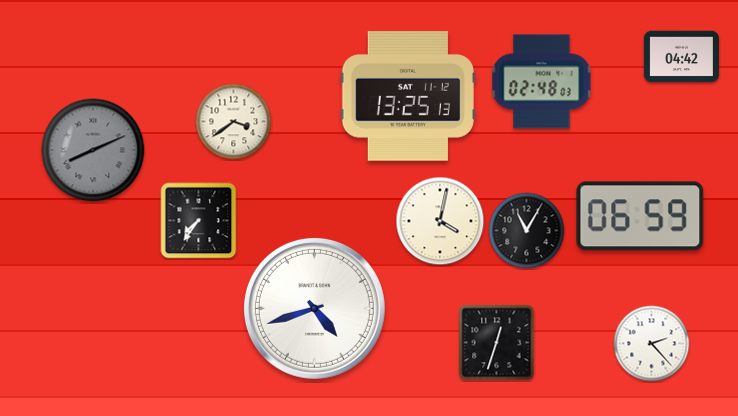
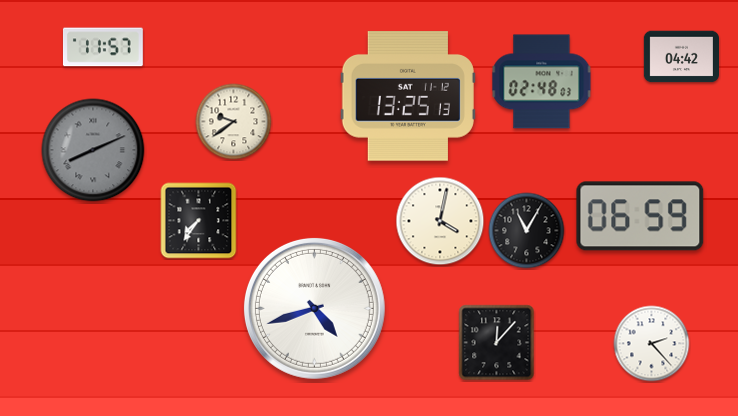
clock at (103, 47): none -> 11:57
clock at (234, 122): 3:39 -> 9:39
clock at (497, 343): 12:33 -> 12:07
